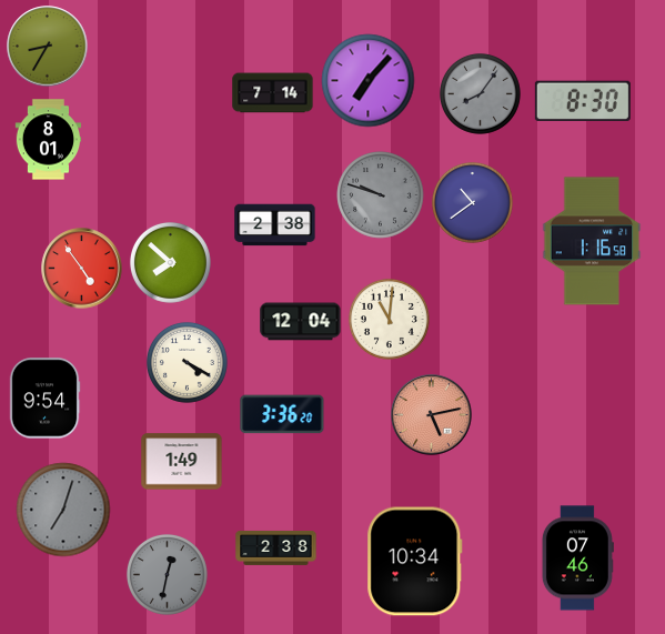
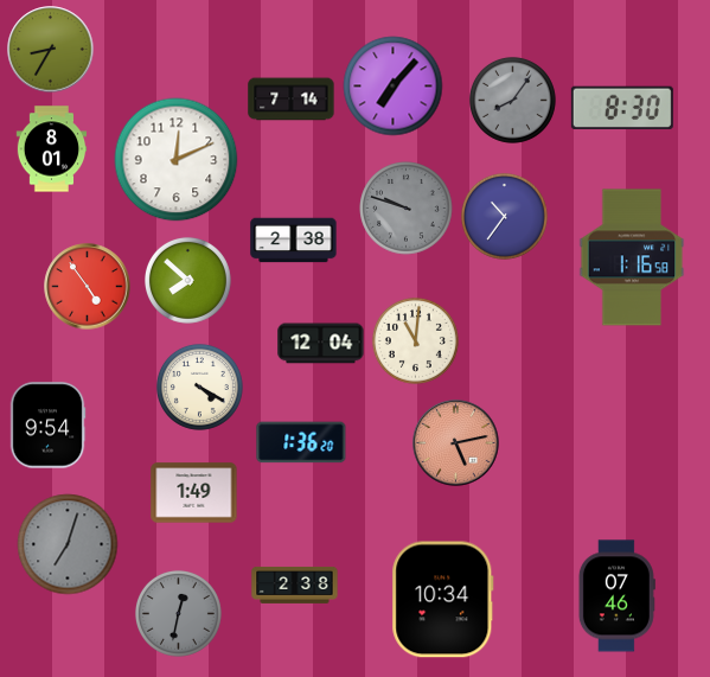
clock at (177, 160): none -> 12:11
clock at (472, 202): 10:39 -> 10:36
clock at (170, 262) position: (170, 262) -> (187, 280)
clock at (282, 414): 3:36 -> 1:36
clock at (432, 415) position: (432, 415) -> (456, 443)
